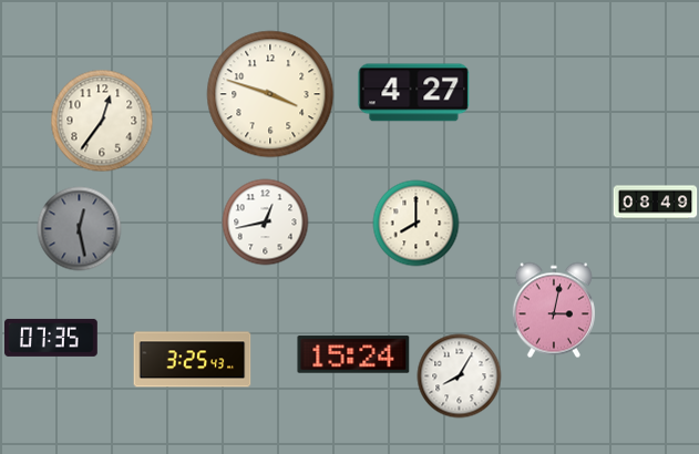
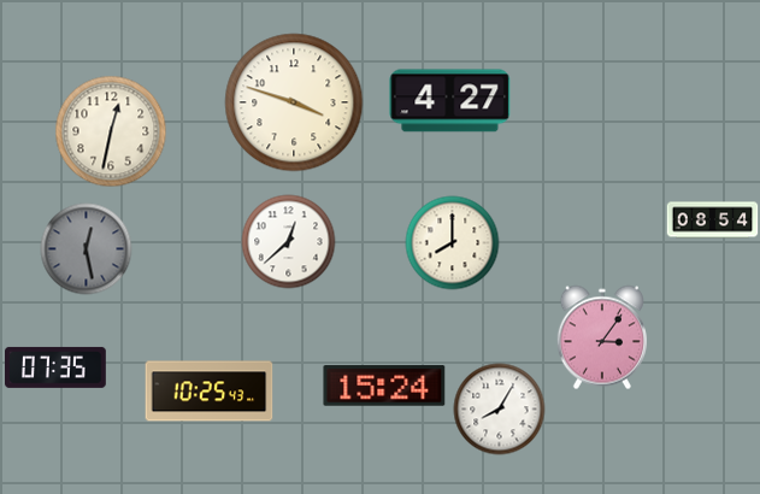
clock at (102, 121): 12:36 -> 12:32
clock at (656, 203): 08:49 -> 08:54
clock at (266, 223): 12:43 -> 12:38
clock at (554, 310): 3:02 -> 3:06
clock at (193, 360): 3:25 -> 10:25
